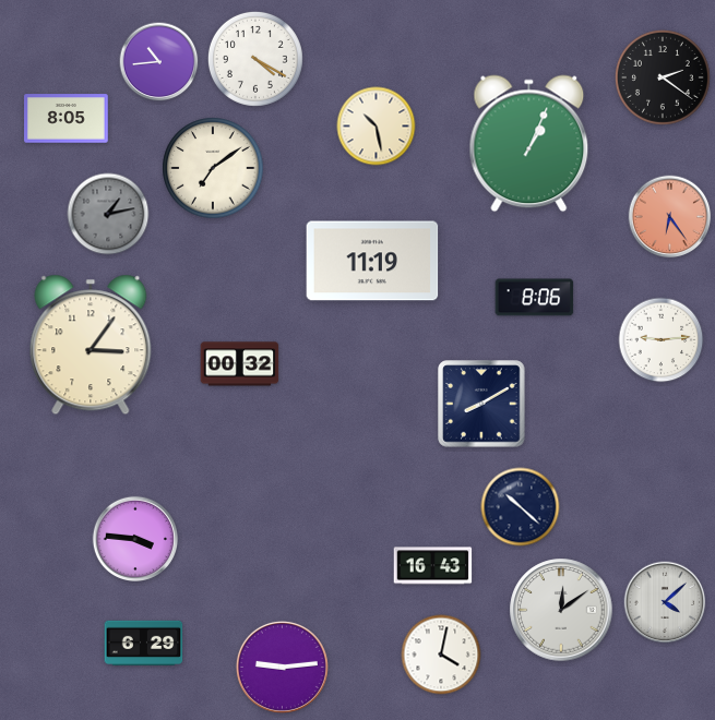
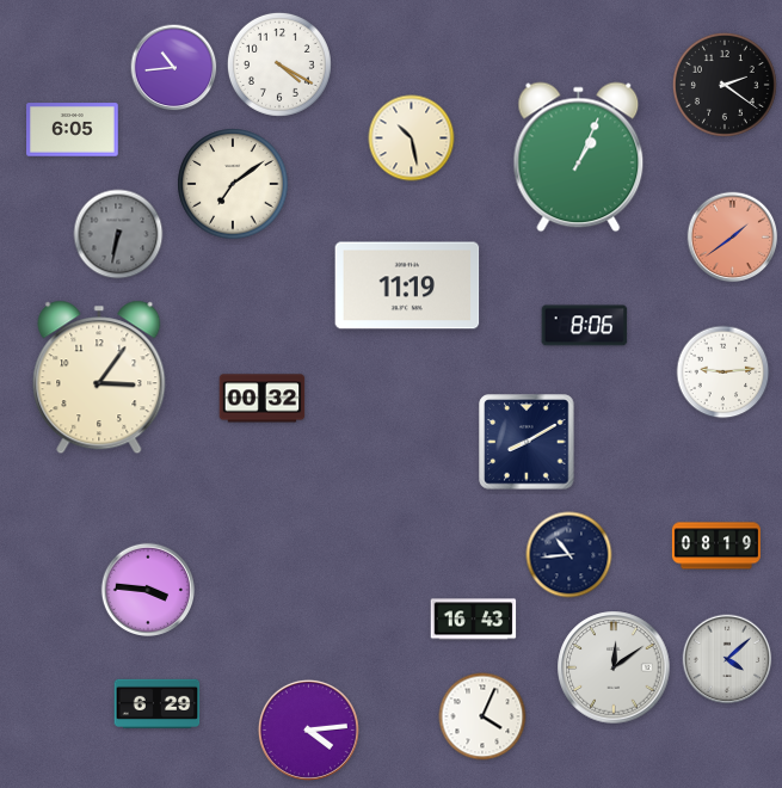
clock at (67, 119): 8:05 -> 6:05
clock at (108, 214): 1:13 -> 6:32
clock at (670, 217): 6:24 -> 1:39
clock at (716, 546): none -> 08:19
clock at (521, 507): 10:22 -> 10:44
clock at (441, 655): 4:02 -> 4:04
clock at (282, 667): 9:14 -> 4:14
